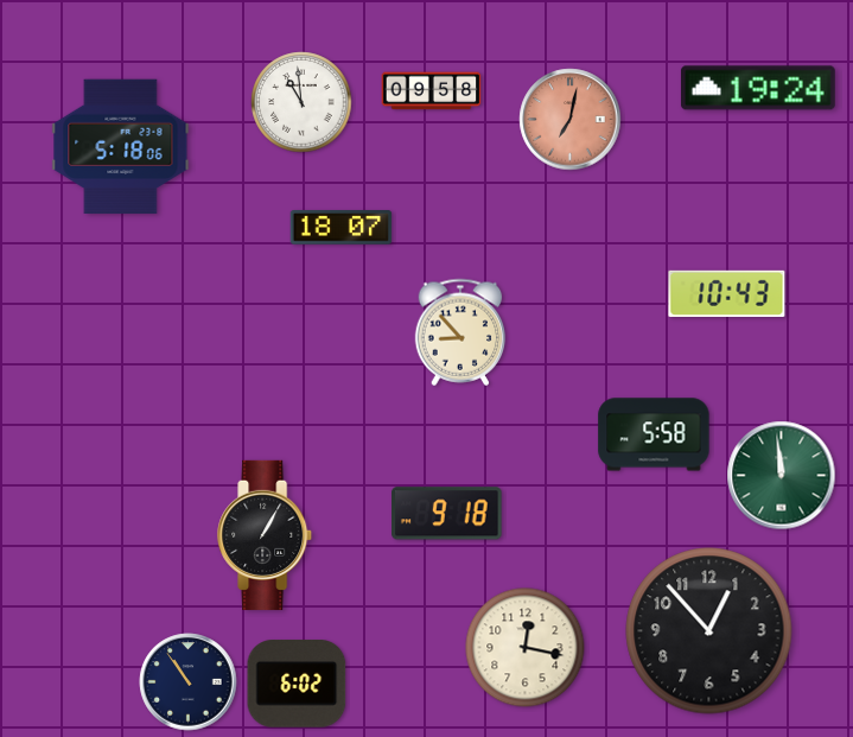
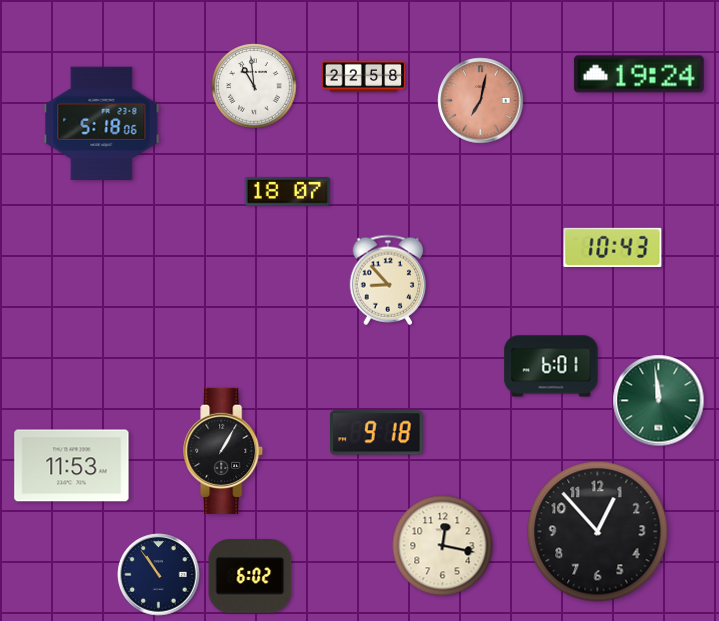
clock at (432, 91): 09:58 -> 22:58
clock at (654, 434): 5:58 -> 6:01
clock at (72, 466): none -> 11:53
